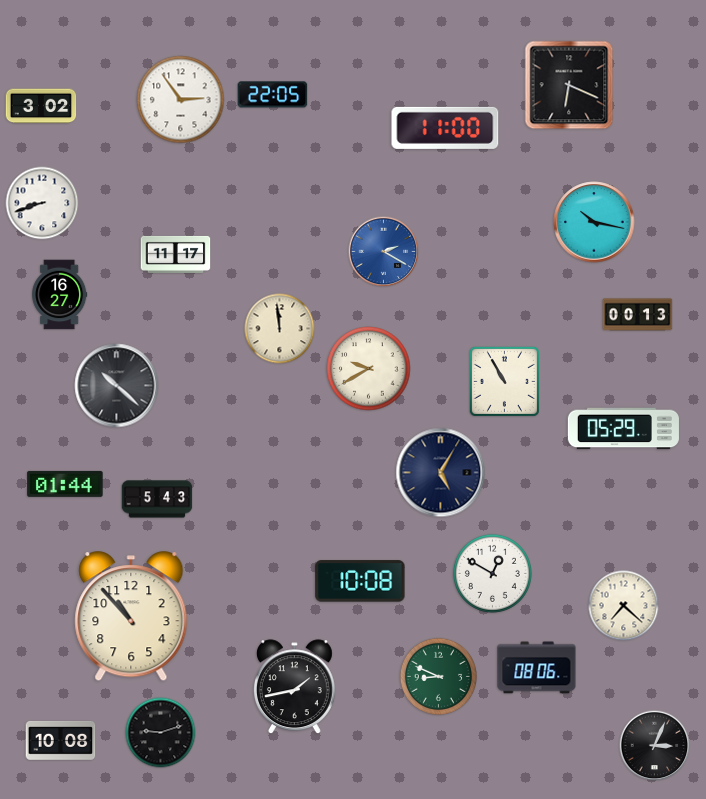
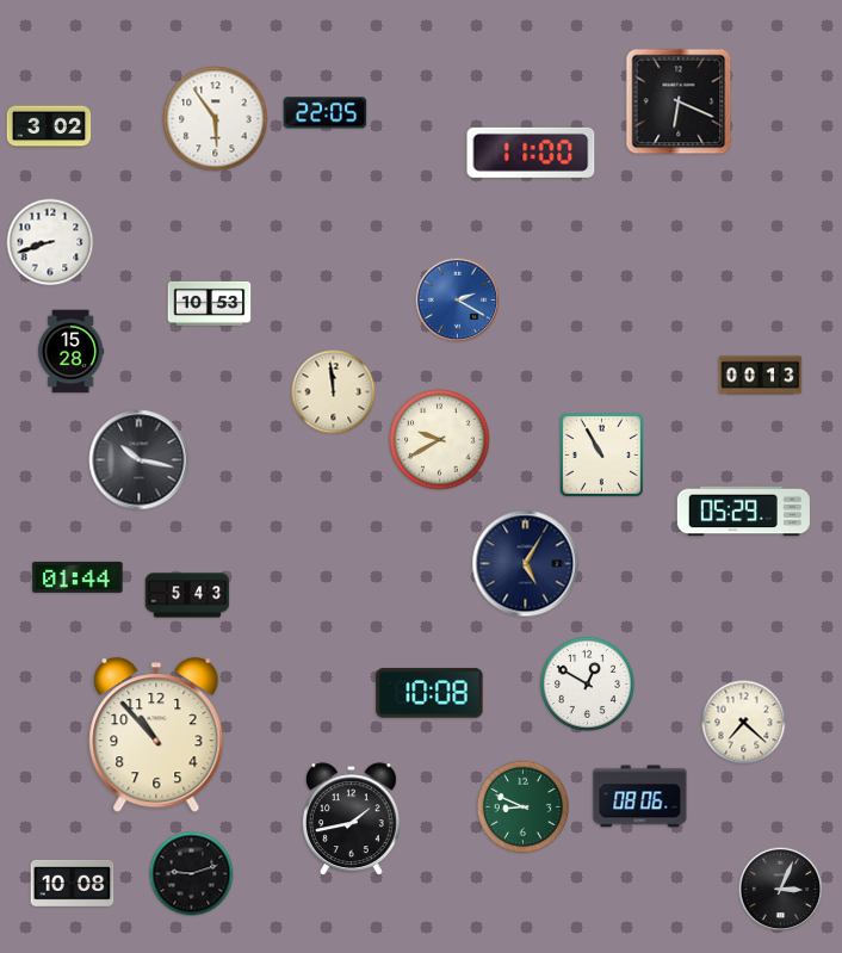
clock at (181, 100): 2:54 -> 5:54
clock at (594, 222): 10:17 -> none
clock at (176, 254): 11:17 -> 10:53
clock at (60, 295): 16:27 -> 15:28
clock at (117, 386): 10:22 -> 10:17
